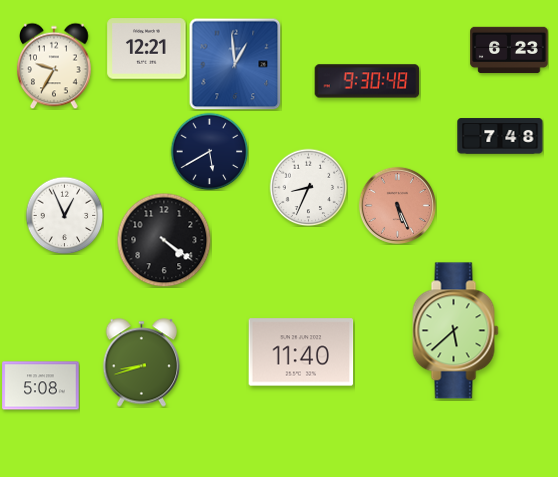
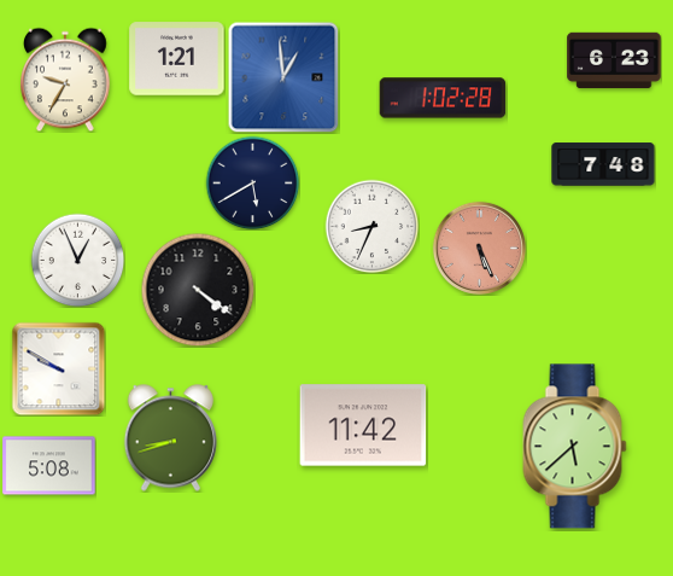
clock at (147, 49): 12:21 -> 1:21
clock at (367, 81): 9:30 -> 1:02
clock at (58, 368): none -> 9:50
clock at (456, 331) position: (456, 331) -> (575, 447)
clock at (301, 352): 11:40 -> 11:42
